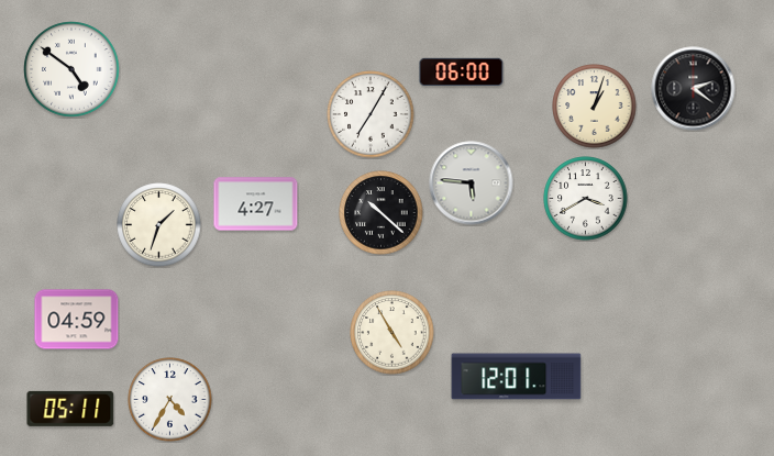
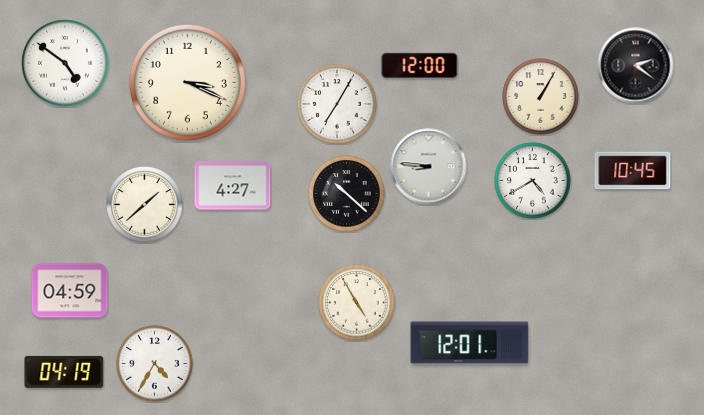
clock at (462, 71): 06:00 -> 12:00
clock at (694, 89) position: (694, 89) -> (636, 66)
clock at (187, 82): none -> 3:19
clock at (595, 107): 1:03 -> 1:05
clock at (472, 183): 5:46 -> 8:46
clock at (633, 171): none -> 10:45
clock at (586, 199): 3:40 -> 4:40
clock at (159, 225): 1:33 -> 1:38
clock at (70, 409): 05:11 -> 04:19
